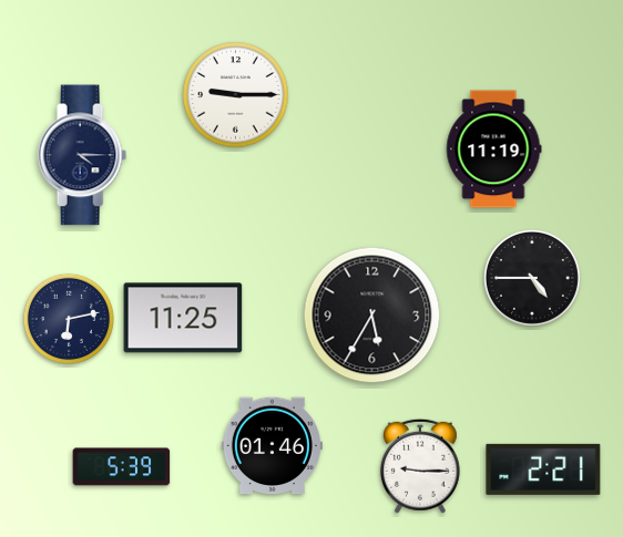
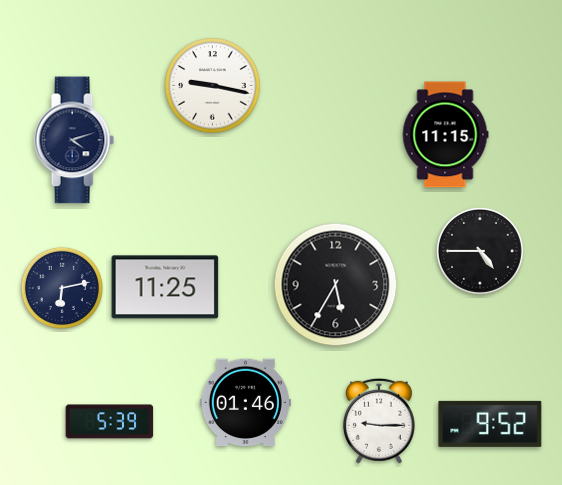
clock at (236, 95): 9:15 -> 9:17
clock at (493, 149): 11:19 -> 11:15
clock at (82, 155): 4:15 -> 4:12
clock at (543, 469): 2:21 -> 9:52
